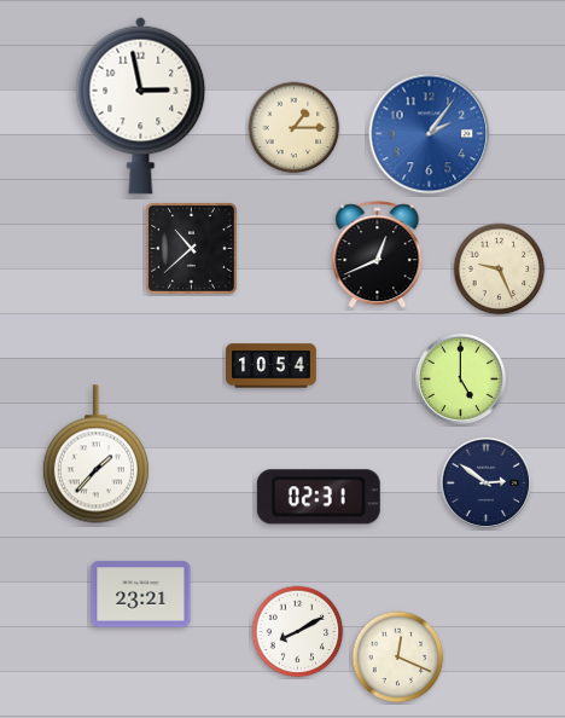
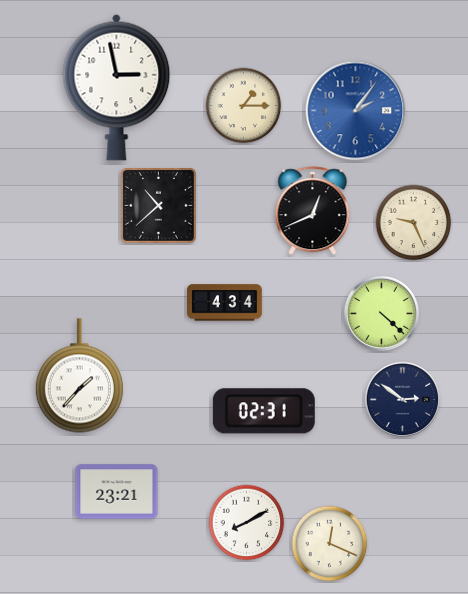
clock at (272, 366): 10:54 -> 4:34
clock at (460, 378): 5:00 -> 4:22
